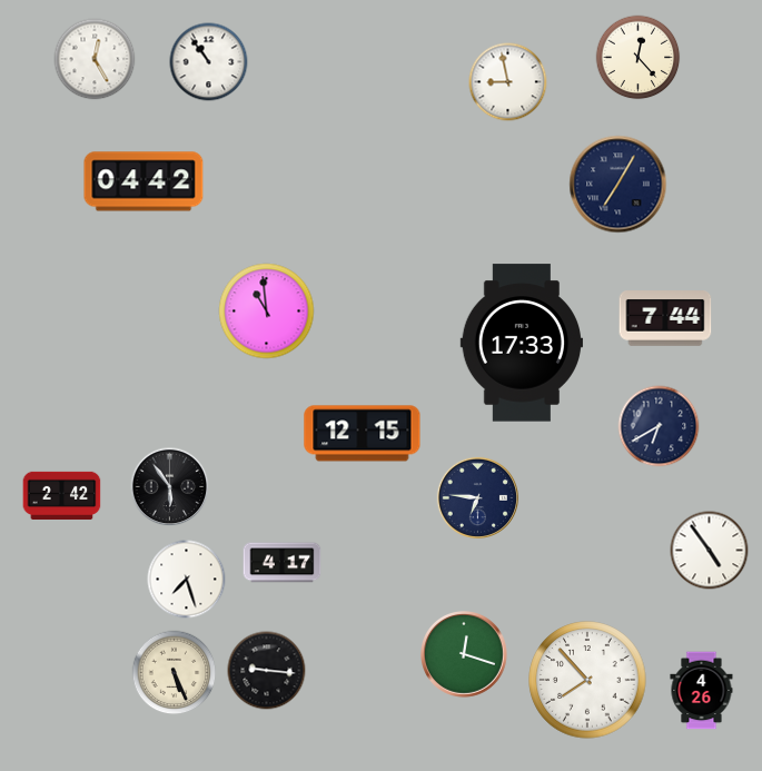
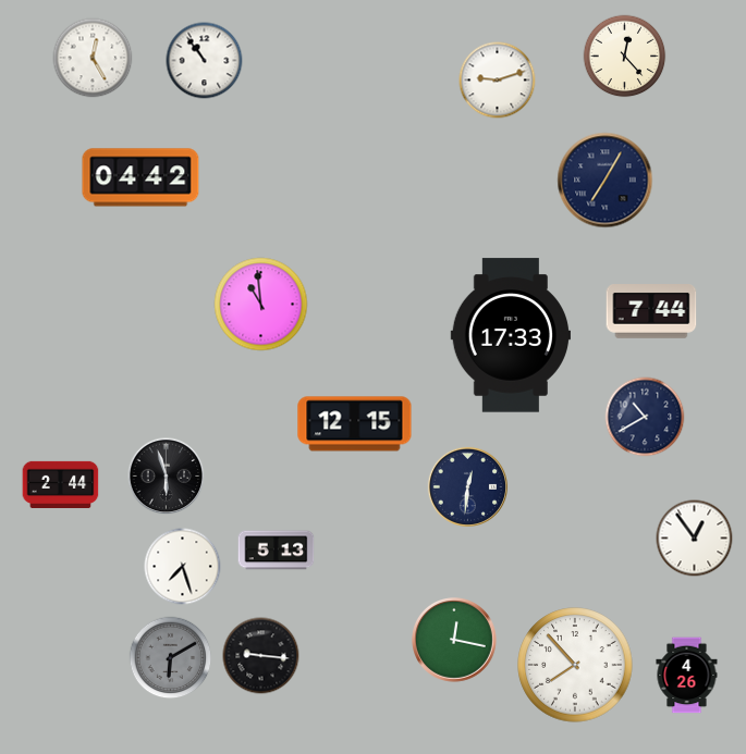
clock at (508, 82): 8:58 -> 9:12
clock at (659, 426): 6:40 -> 10:40
clock at (170, 487): 5:54 -> 5:57
clock at (62, 495): 2:42 -> 2:44
clock at (477, 497): 6:46 -> 12:31
clock at (710, 551): 4:54 -> 12:54
clock at (283, 563): 4:17 -> 5:13
clock at (465, 655): 12:18 -> 12:17
clock at (175, 673): 5:26 -> 6:10
clock at (175, 673) dial: cream -> grey
